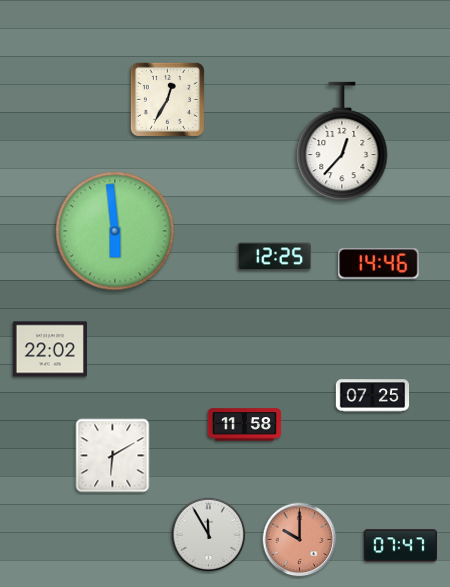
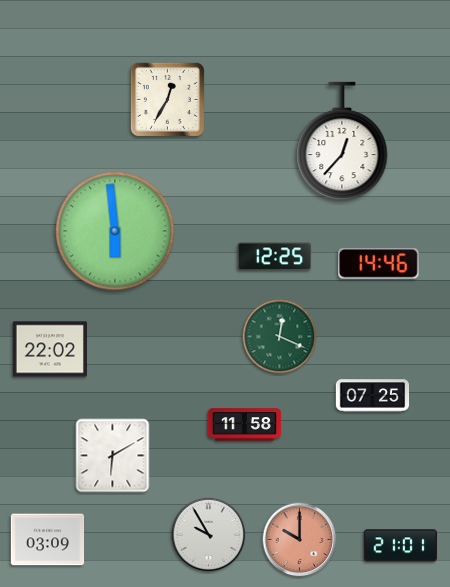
clock at (280, 337): none -> 12:19
clock at (209, 535): 11:55 -> 9:55
clock at (48, 540): none -> 03:09
clock at (400, 546): 07:47 -> 21:01
